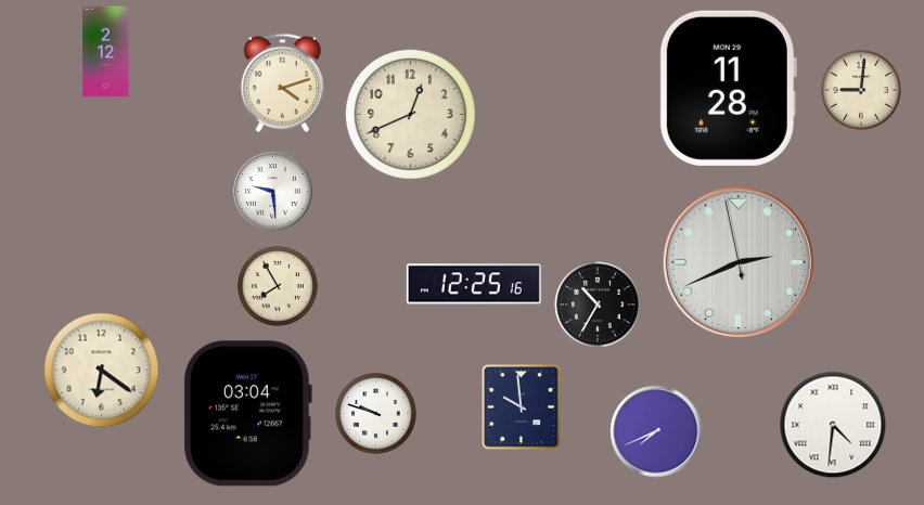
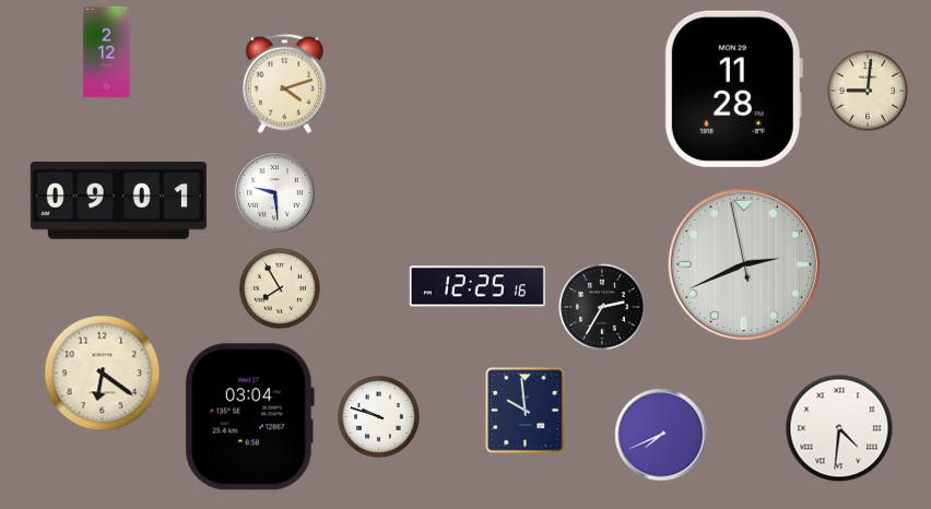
clock at (410, 114): 12:41 -> none
clock at (118, 201): none -> 09:01
clock at (598, 305): 10:35 -> 2:35
